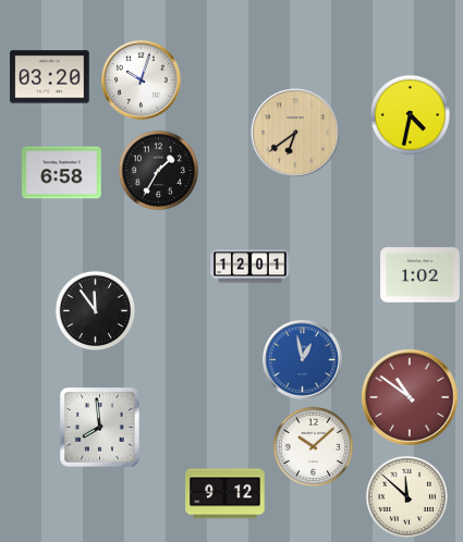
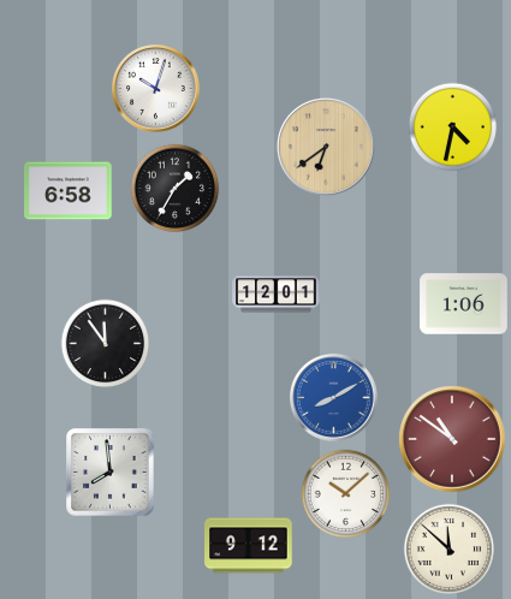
clock at (50, 77): 03:20 -> none
clock at (421, 275): 1:02 -> 1:06
clock at (302, 359): 12:58 -> 8:10
